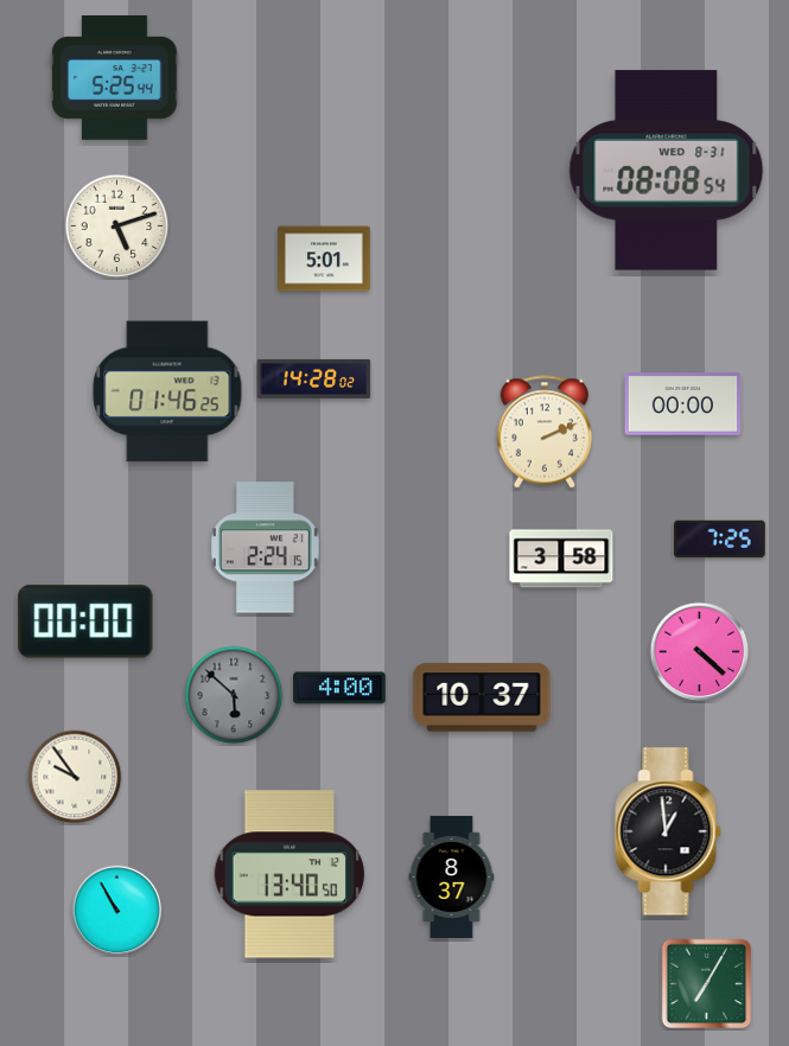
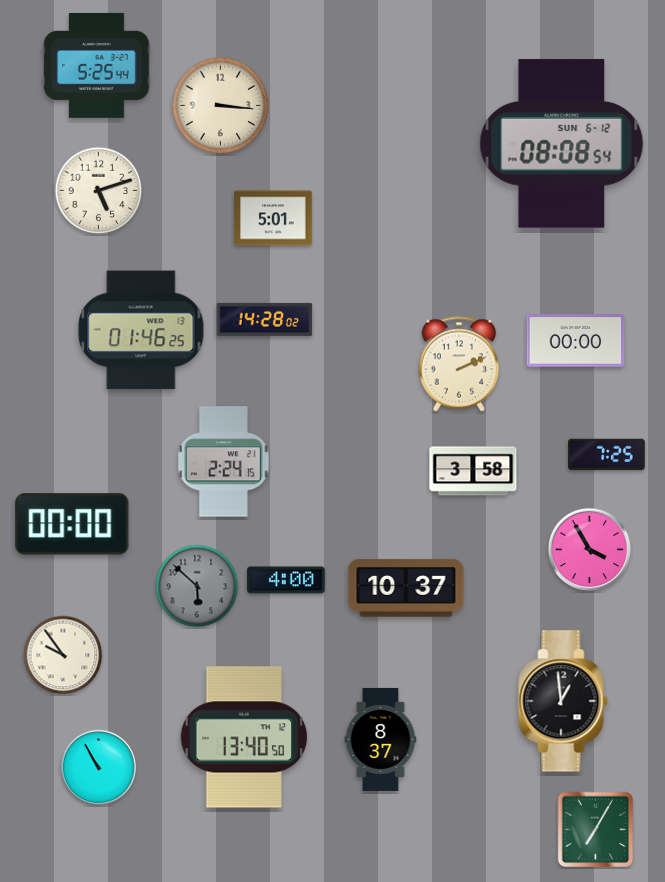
clock at (221, 106): none -> 3:16
clock at (667, 171) date: WED 8-31 -> SUN 6-12
clock at (700, 652): 4:22 -> 3:55
